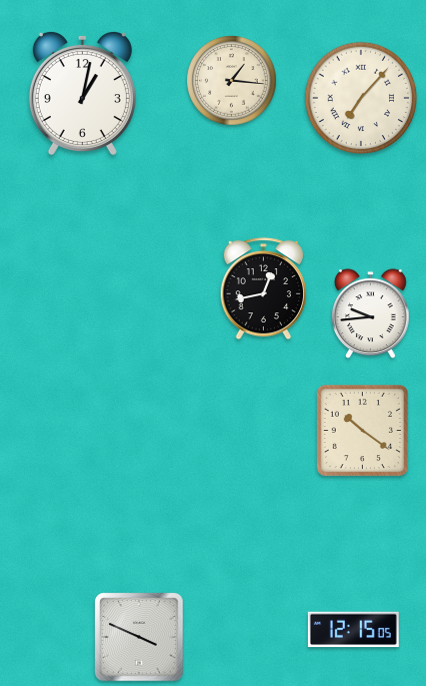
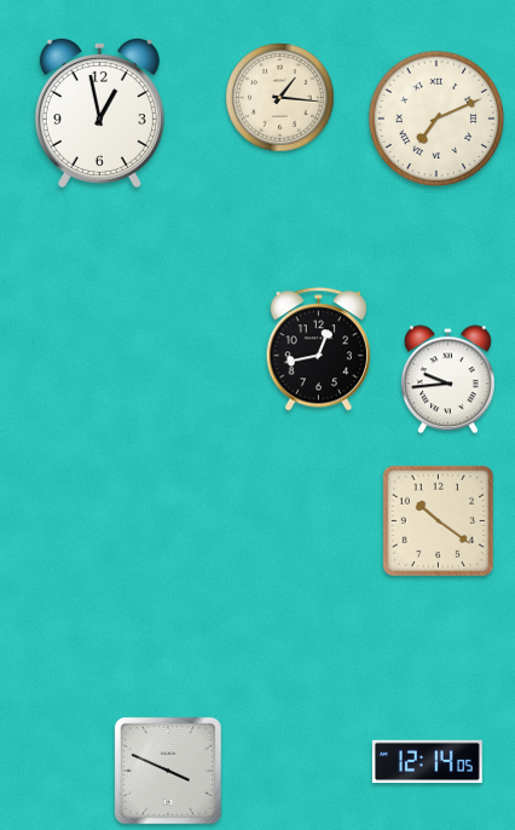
clock at (82, 92): 1:02 -> 12:58
clock at (361, 98): 7:07 -> 7:11
clock at (353, 630): 12:15 -> 12:14
